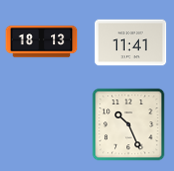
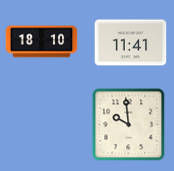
clock at (42, 42): 18:13 -> 18:10
clock at (129, 125): 10:26 -> 9:59
